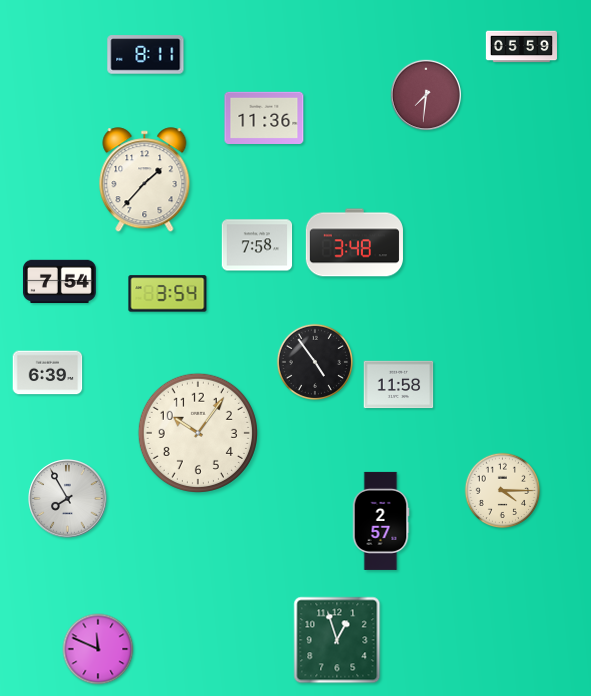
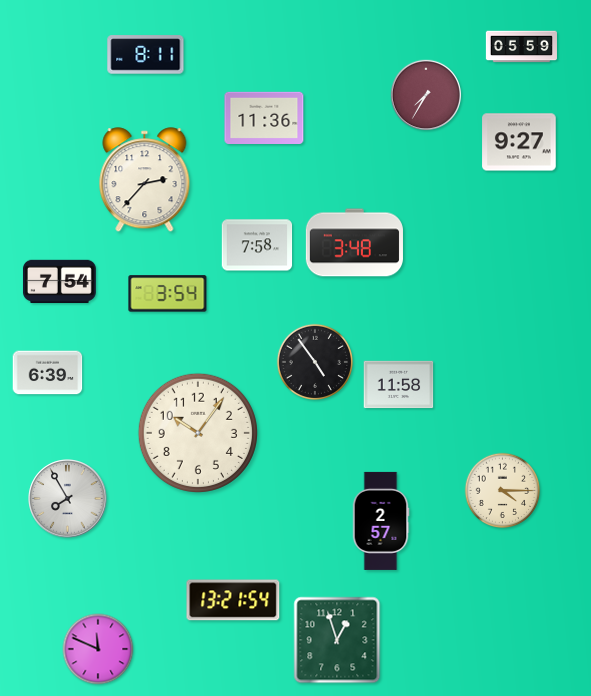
clock at (426, 95): 7:31 -> 7:35
clock at (519, 142): none -> 9:27
clock at (145, 180): 1:37 -> 2:37
clock at (233, 600): none -> 13:21
